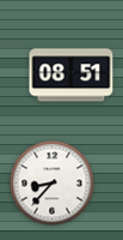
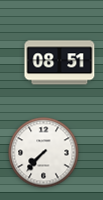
clock at (53, 184): 8:37 -> 7:37
